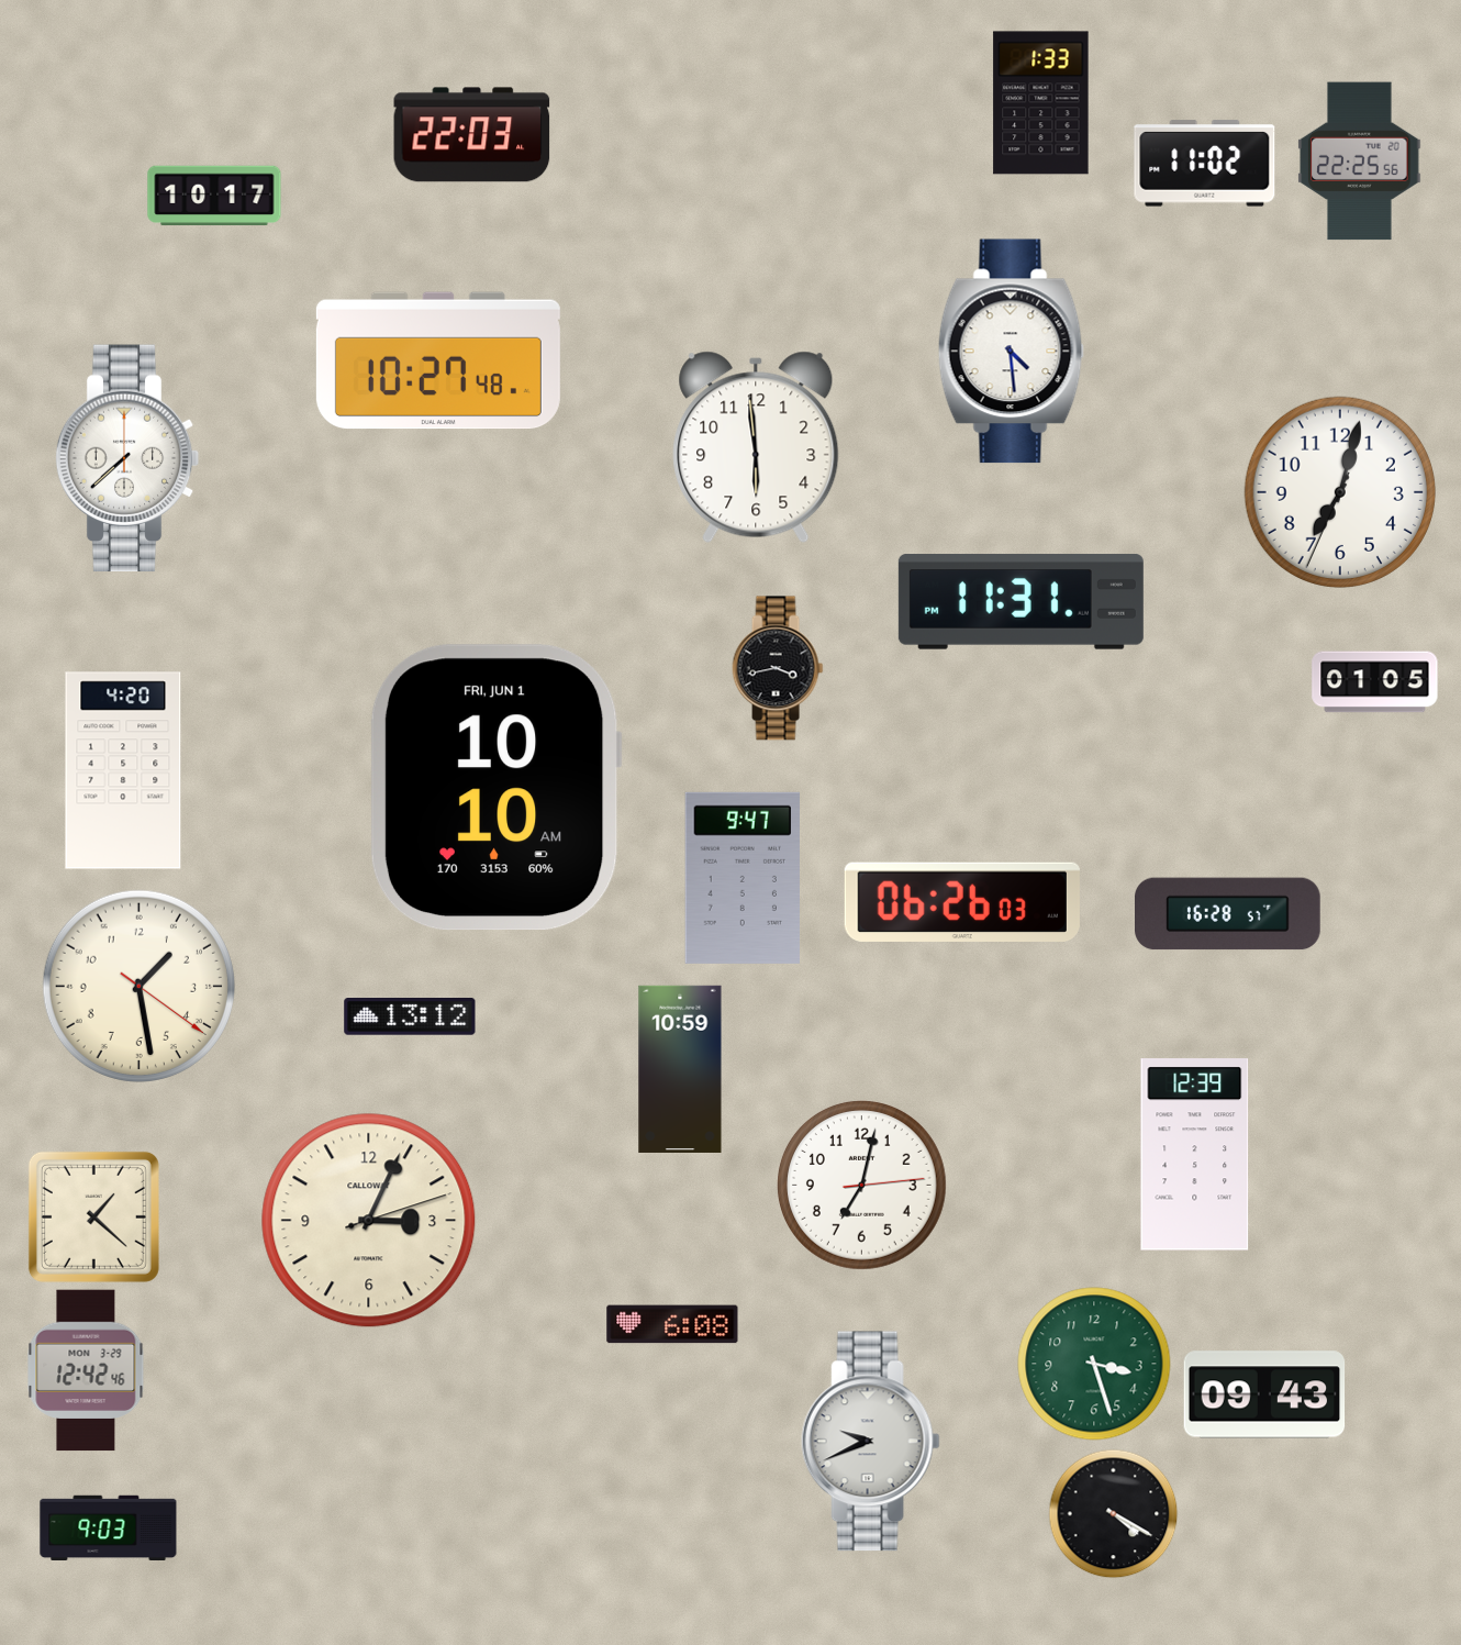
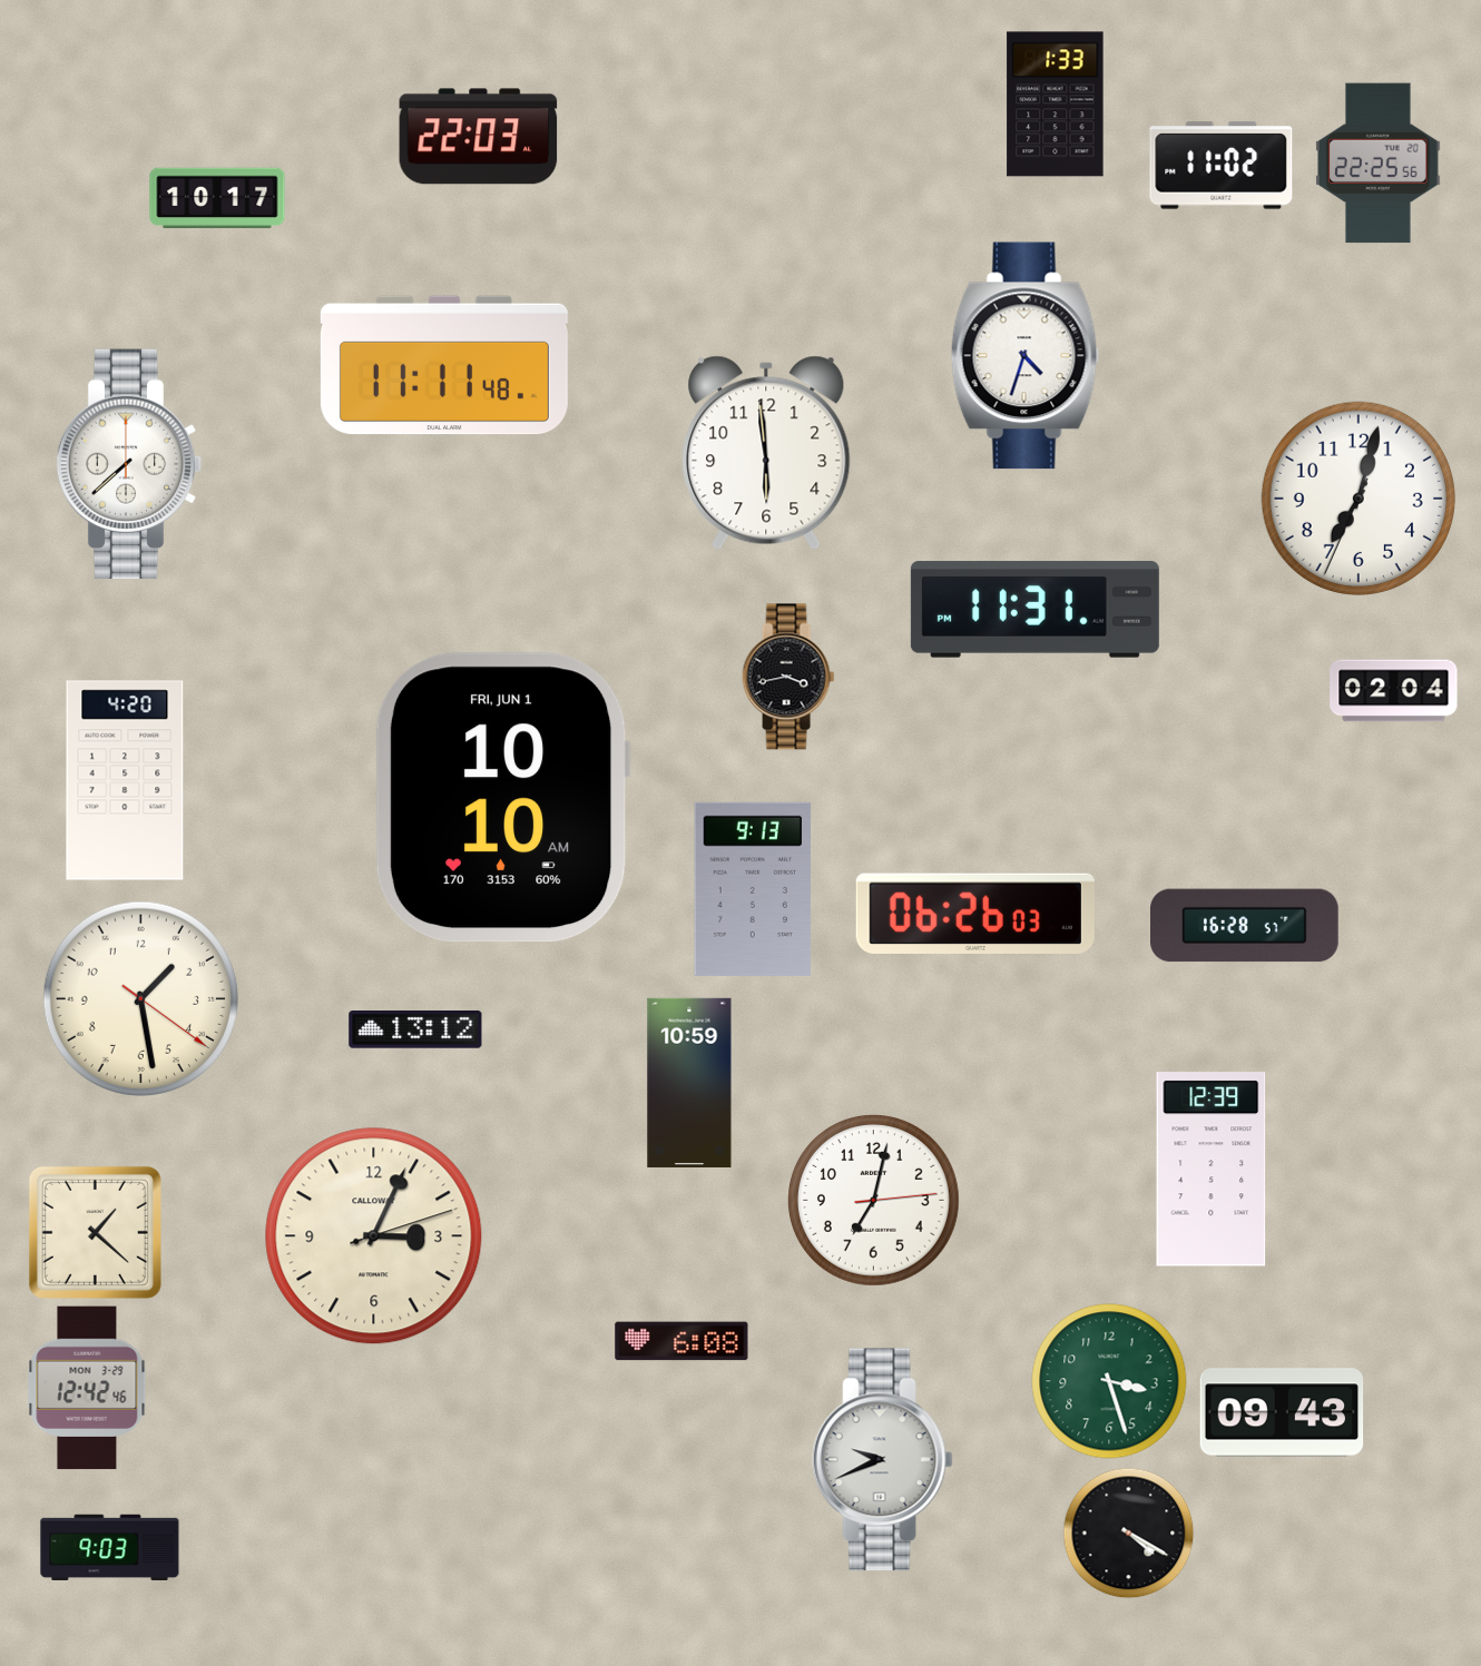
clock at (1011, 352): 4:29 -> 4:33
clock at (438, 360): 10:27 -> 11:11
clock at (1375, 682): 01:05 -> 02:04
clock at (743, 878): 9:47 -> 9:13
